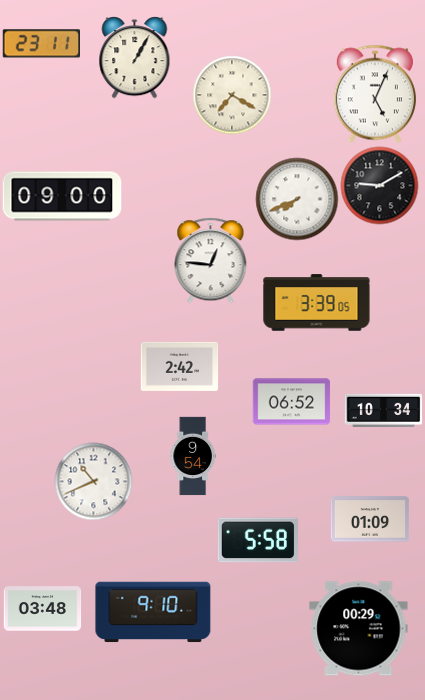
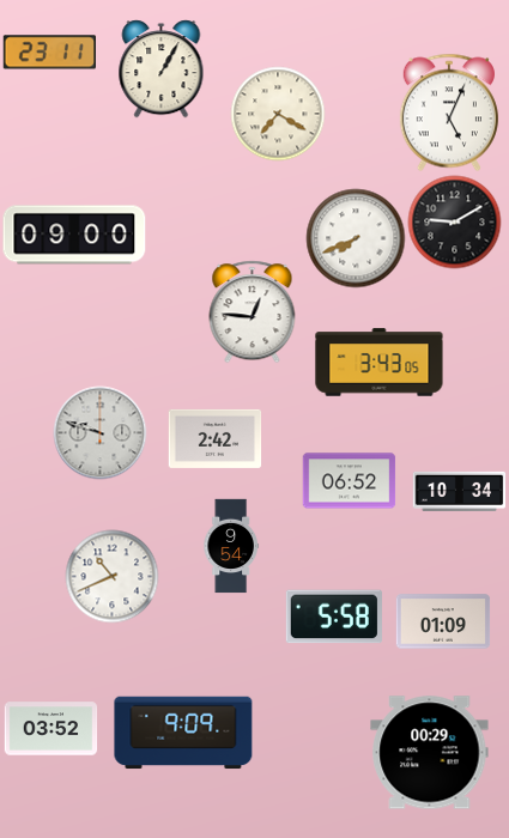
clock at (317, 303): 3:39 -> 3:43
clock at (99, 432): none -> 9:48
clock at (258, 540) position: (258, 540) -> (334, 617)
clock at (42, 609): 03:48 -> 03:52
clock at (153, 612): 9:10 -> 9:09
